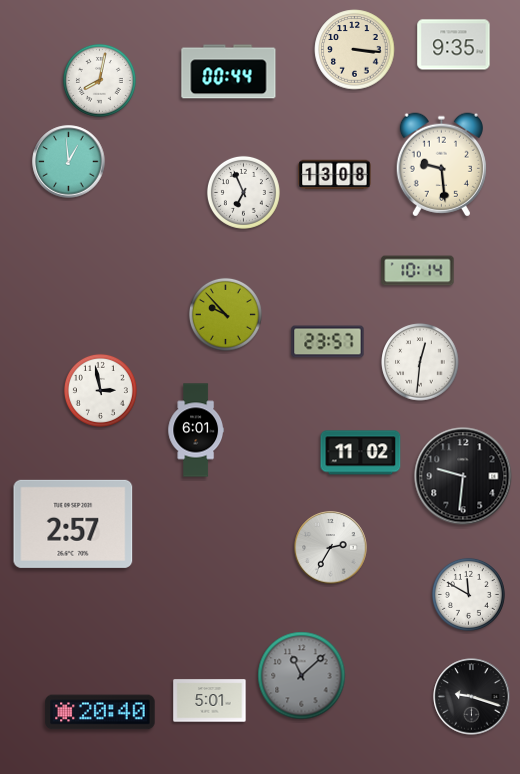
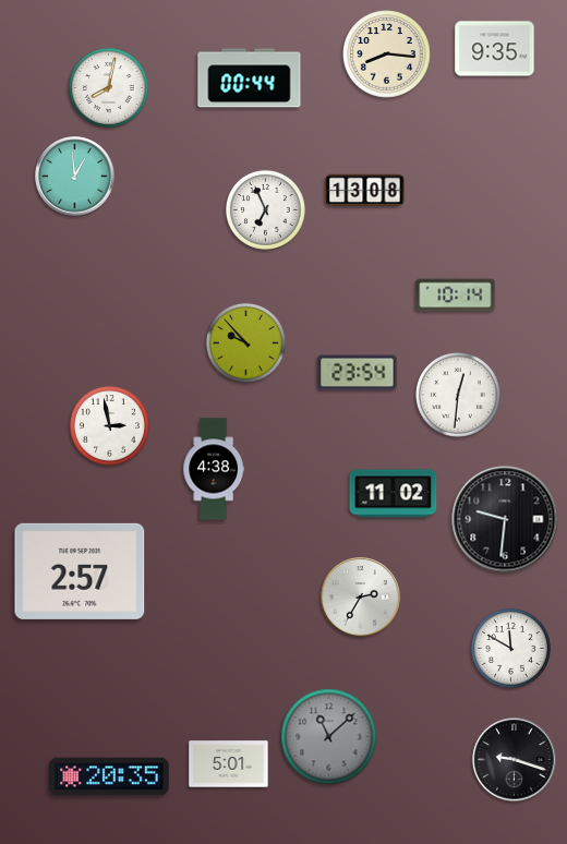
clock at (355, 50): 3:16 -> 8:16
clock at (441, 165): 9:29 -> none
clock at (328, 342): 23:57 -> 23:54
clock at (195, 430): 6:01 -> 4:38
clock at (100, 712): 20:40 -> 20:35
